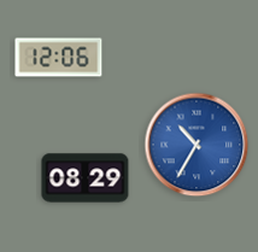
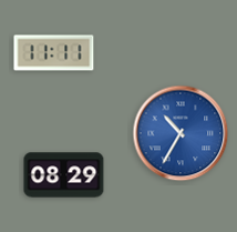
clock at (59, 58): 12:06 -> 11:11
clock at (86, 178) position: (86, 178) -> (64, 175)
